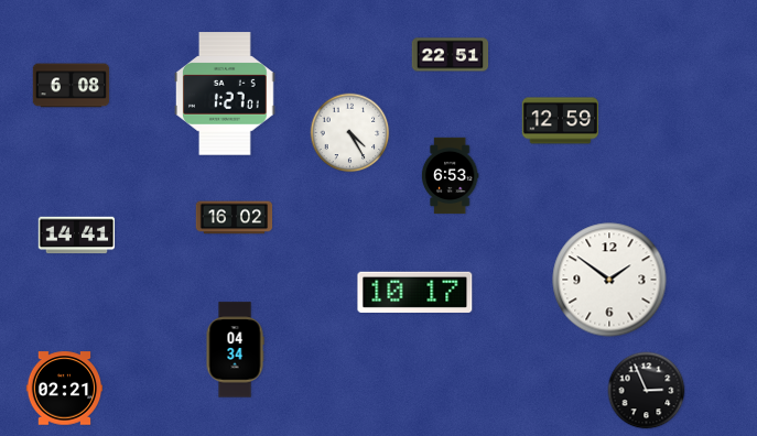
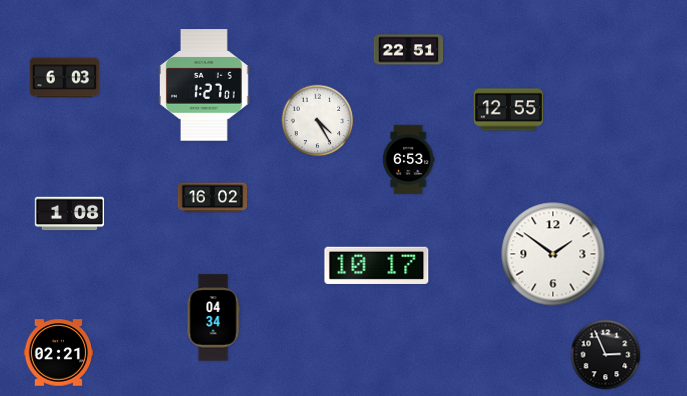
clock at (72, 86): 6:08 -> 6:03
clock at (561, 121): 12:59 -> 12:55
clock at (77, 236): 14:41 -> 1:08
clock at (647, 391) position: (647, 391) -> (606, 355)
